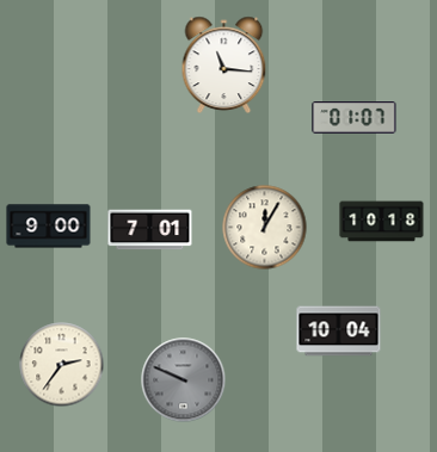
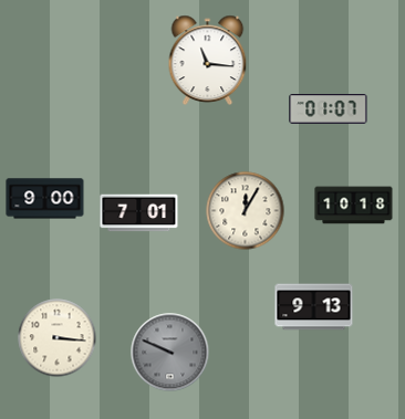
clock at (49, 227) position: (49, 227) -> (45, 199)
clock at (339, 332): 10:04 -> 9:13
clock at (62, 365): 2:36 -> 3:16
